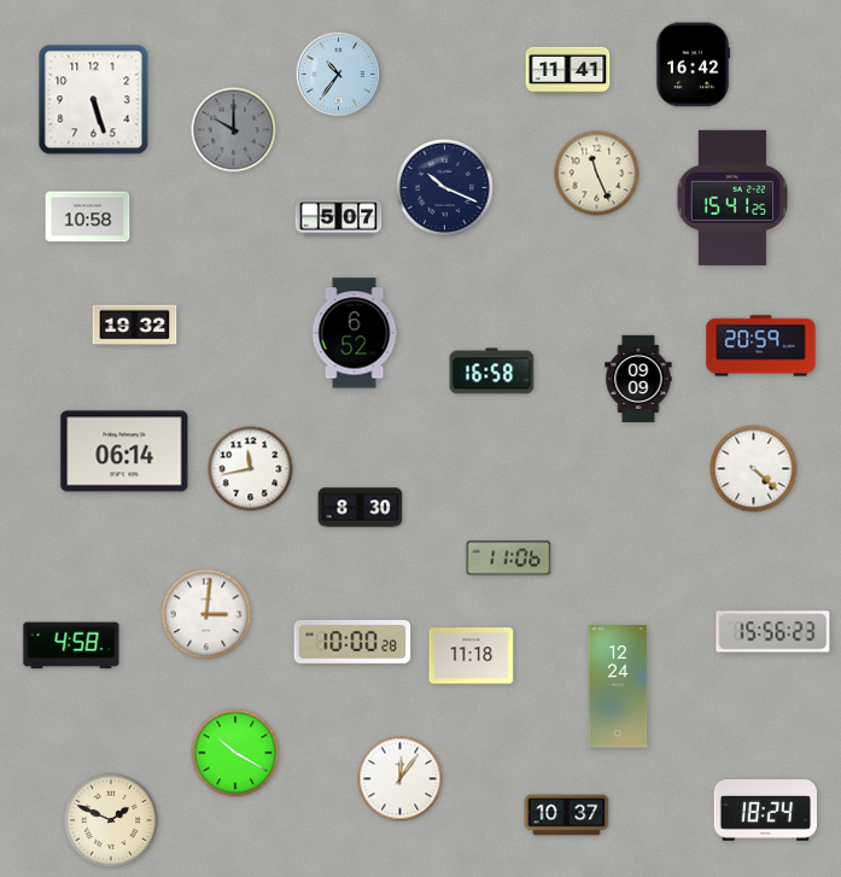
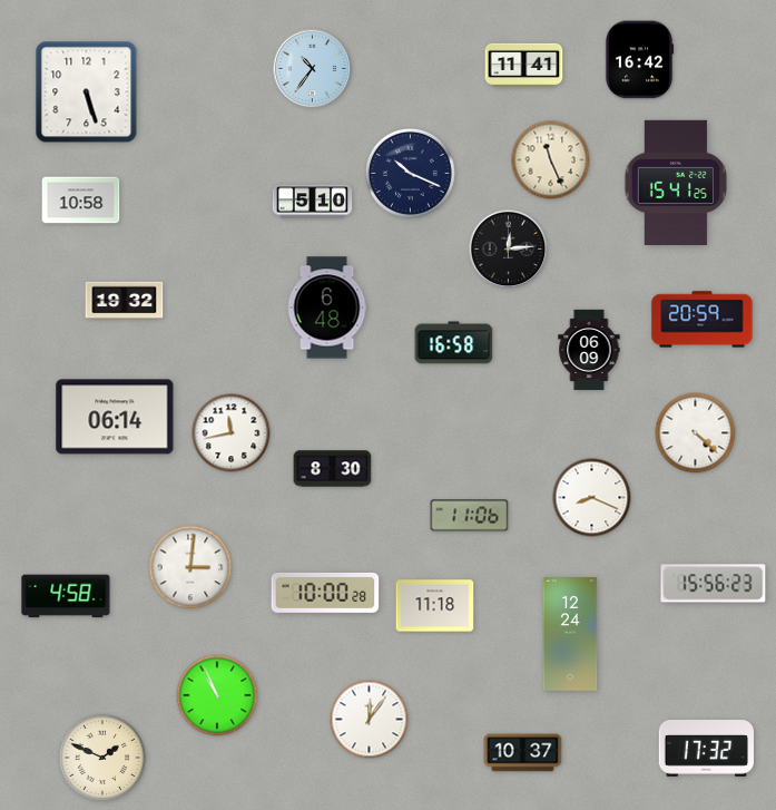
clock at (234, 130): 10:00 -> none
clock at (339, 218): 5:07 -> 5:10
clock at (509, 250): none -> 12:14
clock at (355, 333): 6:52 -> 6:48
clock at (638, 379): 09:09 -> 06:09
clock at (592, 498): none -> 8:19
clock at (235, 753): 10:20 -> 10:56
clock at (765, 811): 18:24 -> 17:32
